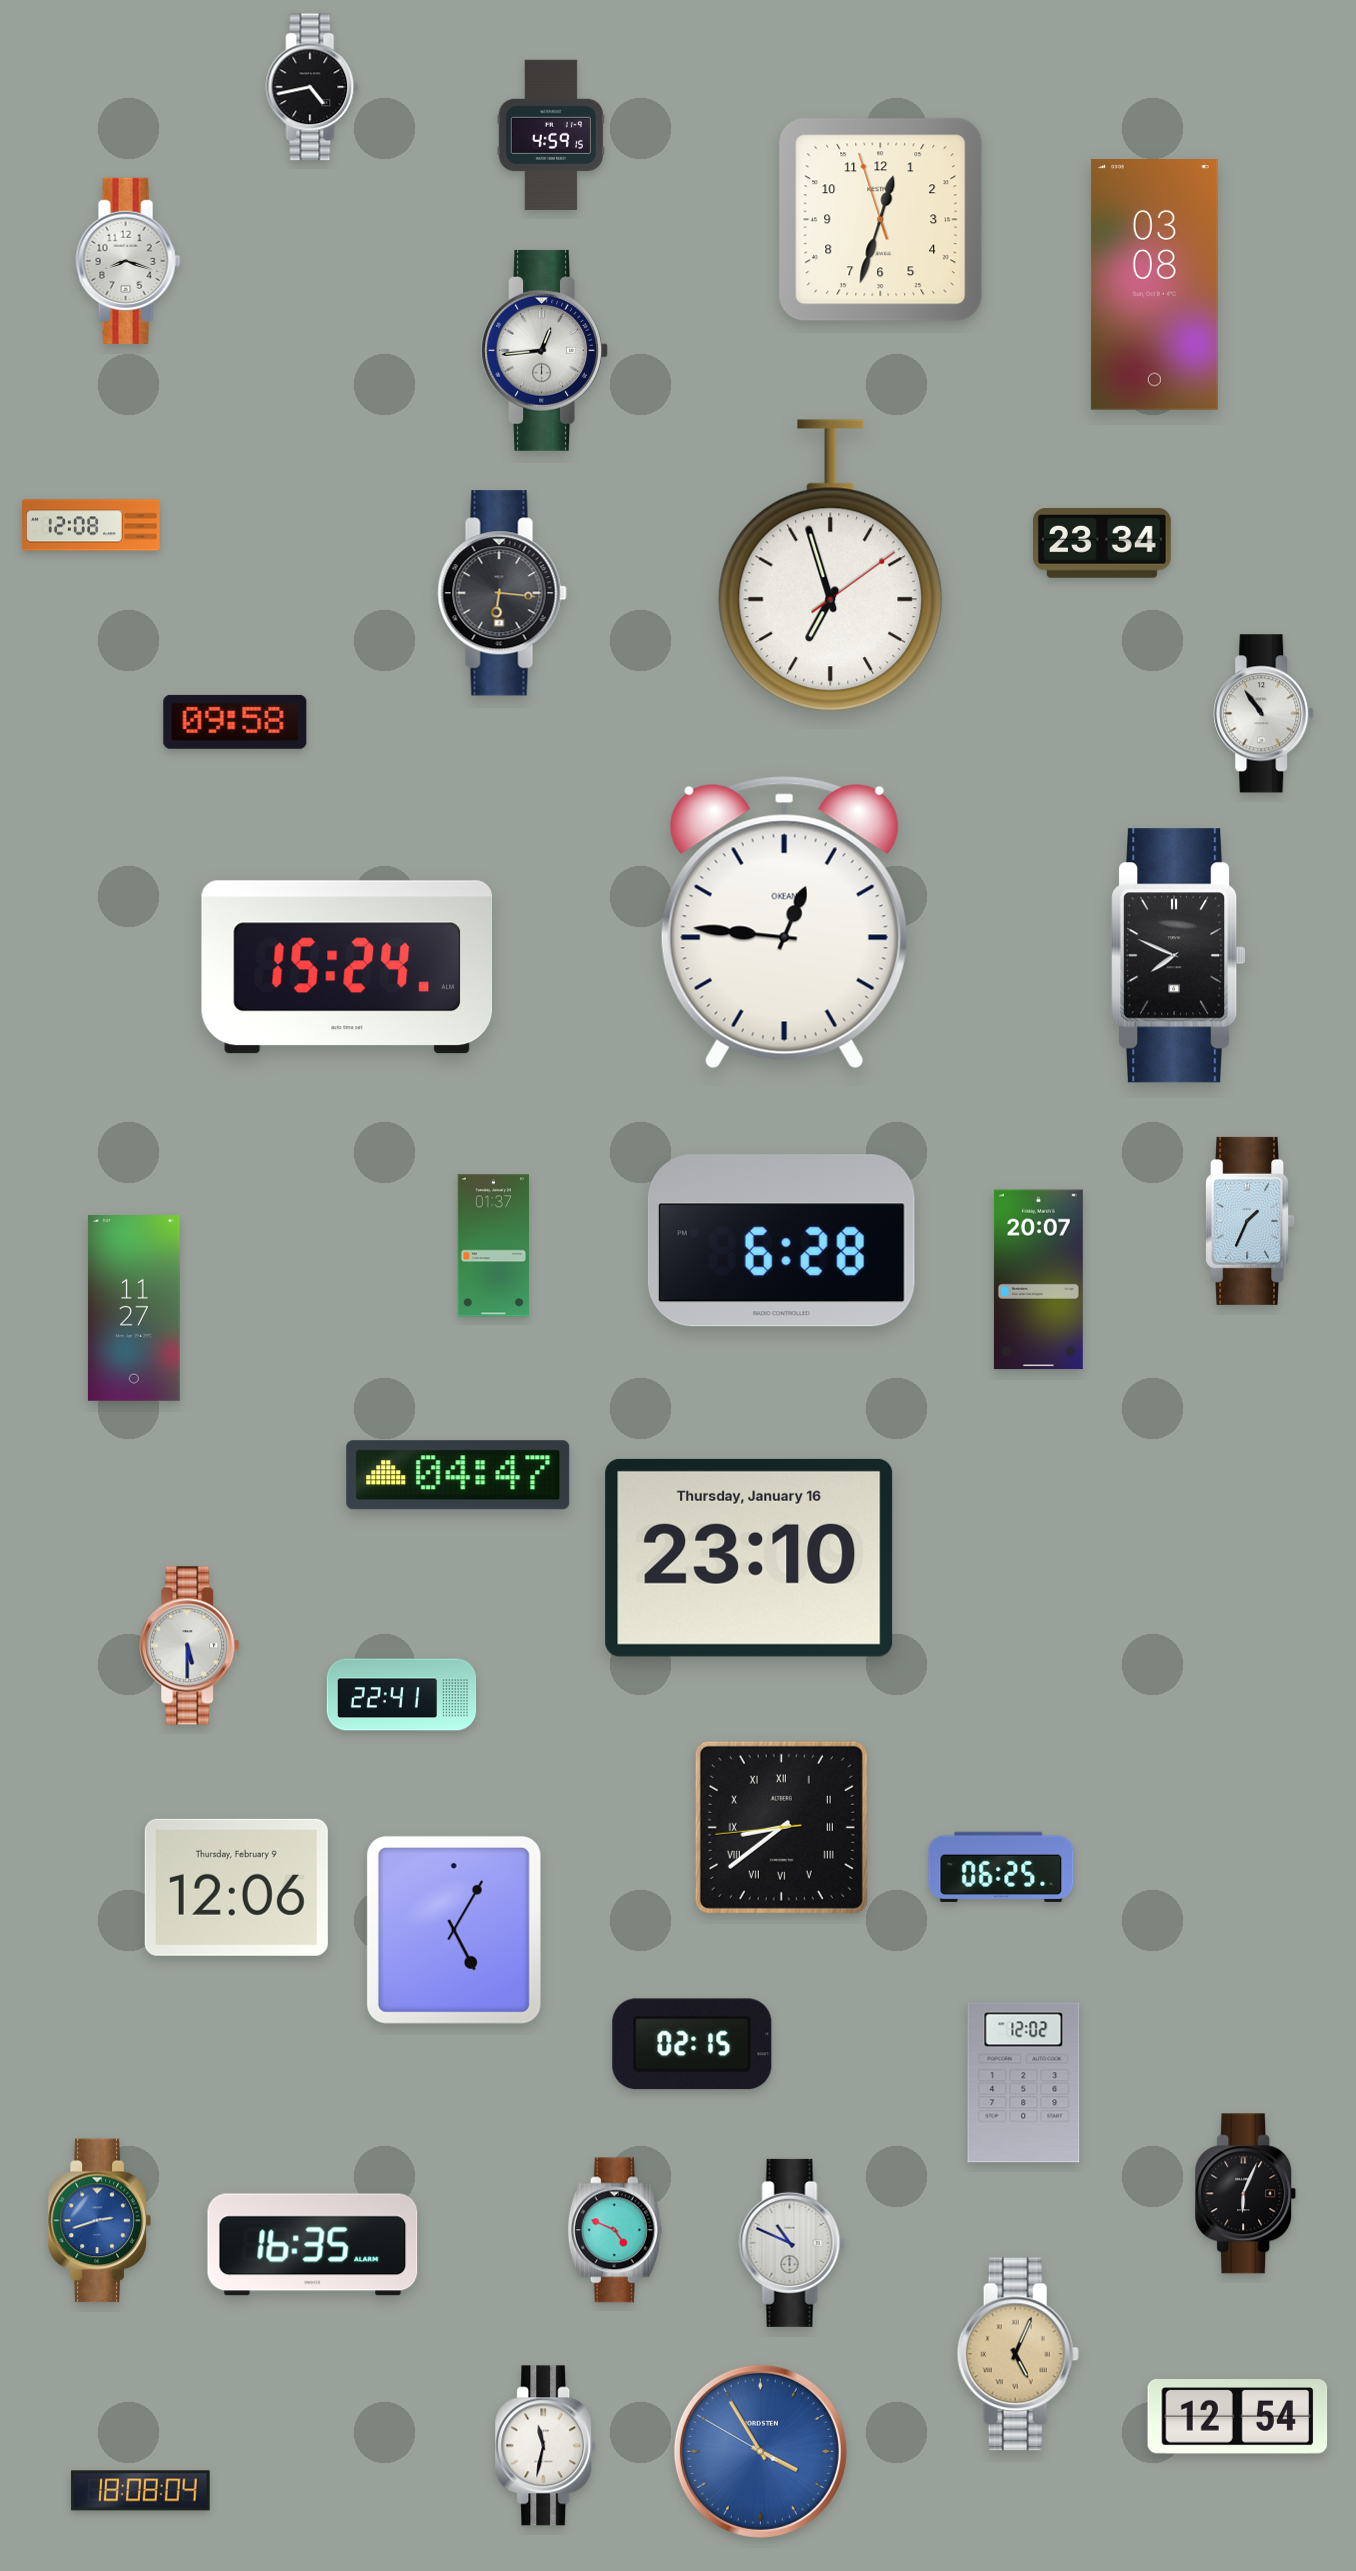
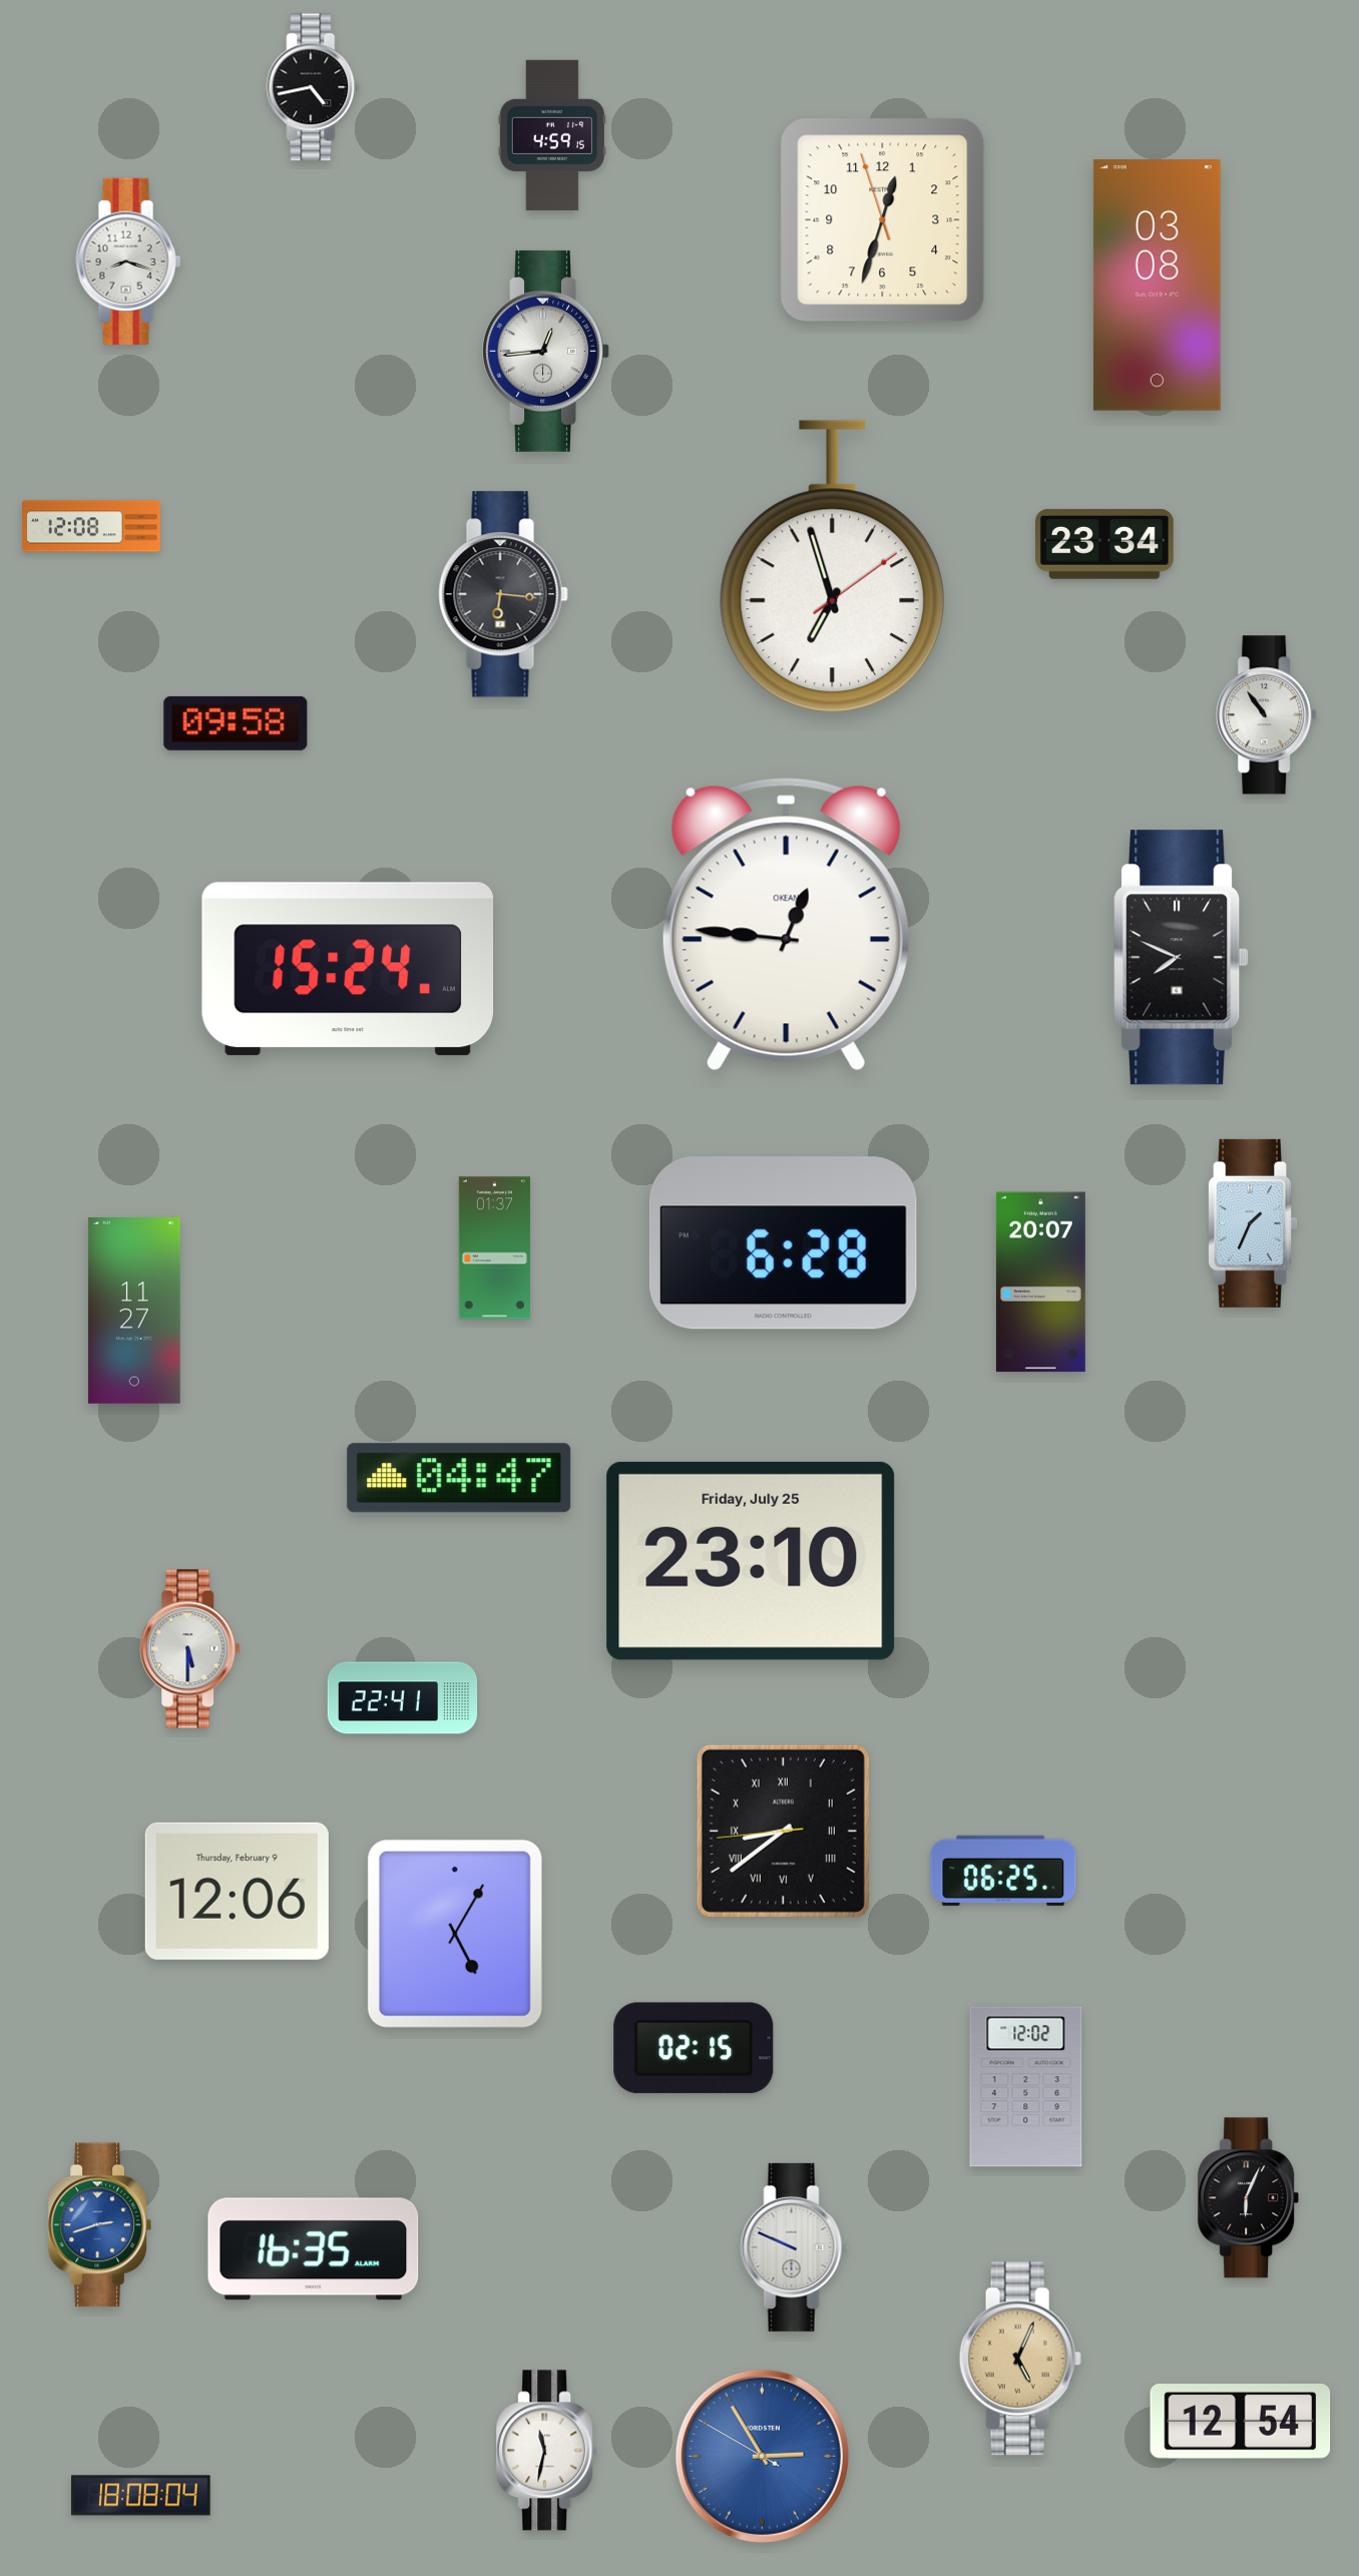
clock at (749, 1558) date: Thursday, January 16 -> Friday, July 25
clock at (615, 2230): 4:49 -> none
clock at (792, 2243): 10:49 -> 9:49
clock at (760, 2451): 3:54 -> 2:54
